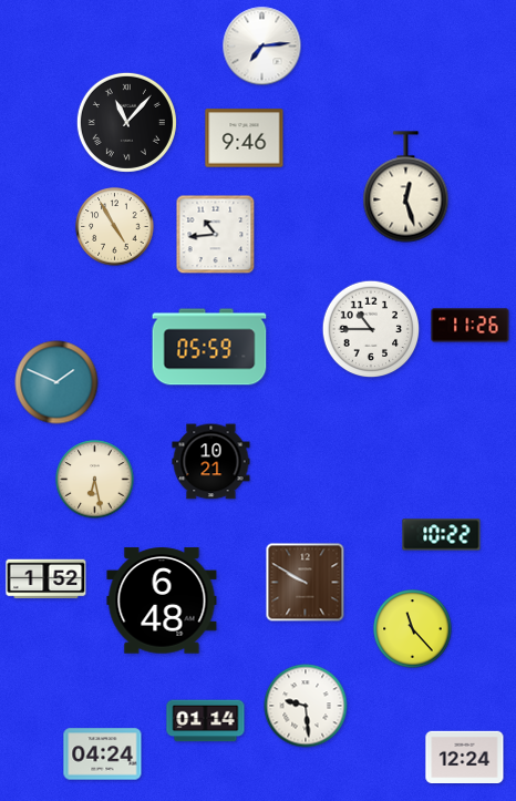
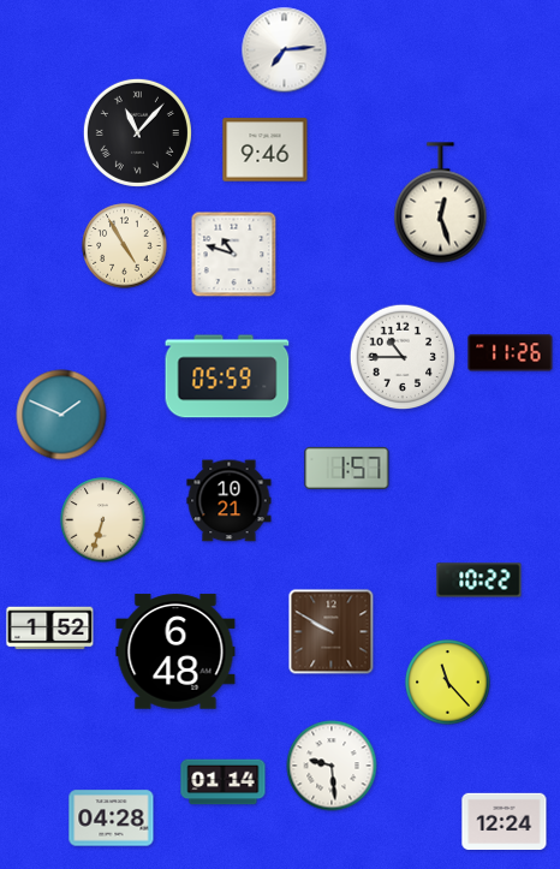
clock at (216, 235): 10:44 -> 10:48
clock at (347, 468): none -> 1:57
clock at (95, 480): 6:28 -> 6:33
clock at (103, 754): 04:24 -> 04:28
